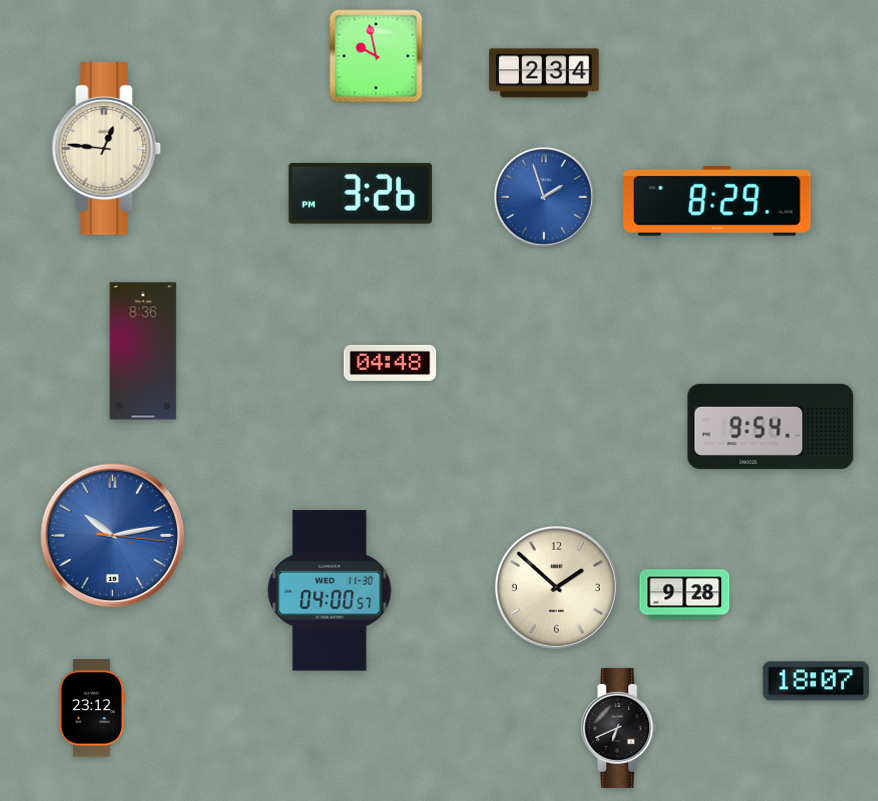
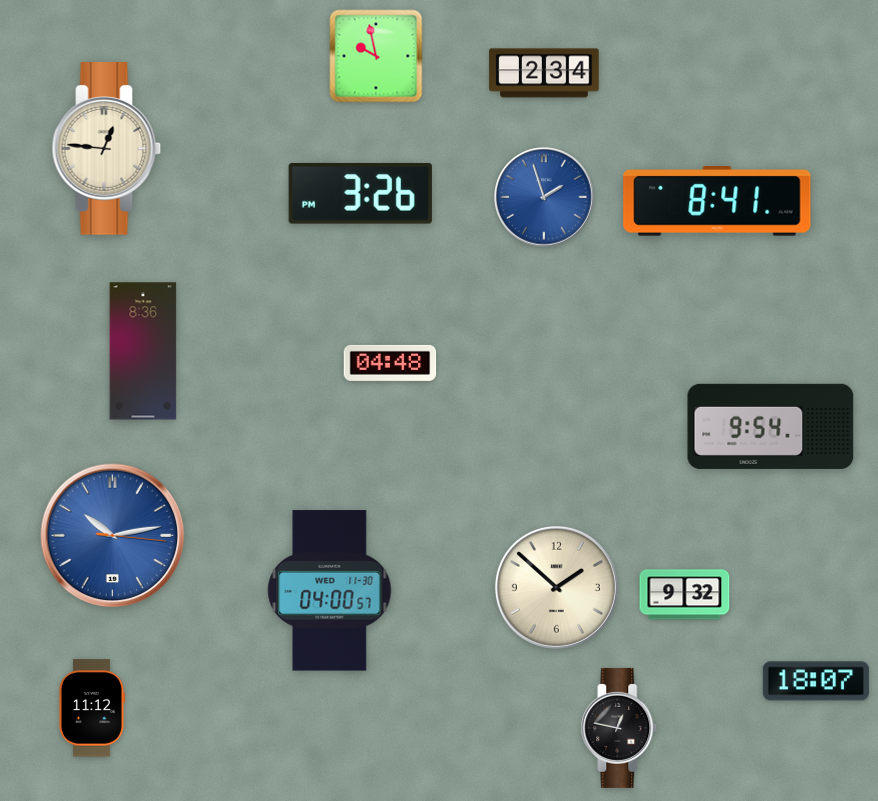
clock at (717, 202): 8:29 -> 8:41
clock at (685, 595): 9:28 -> 9:32
clock at (91, 708): 23:12 -> 11:12
clock at (619, 728): 6:41 -> 12:47
